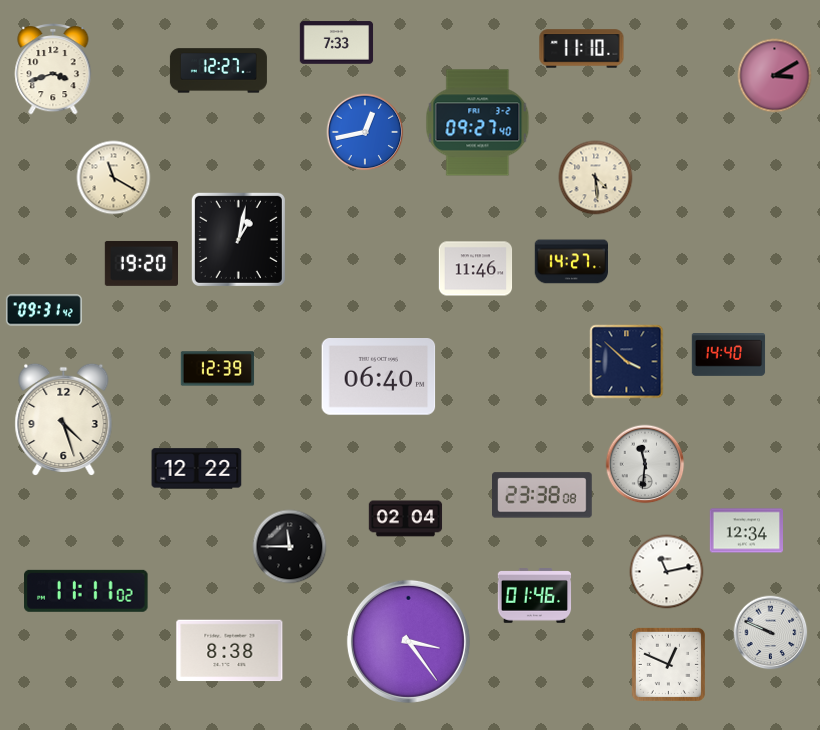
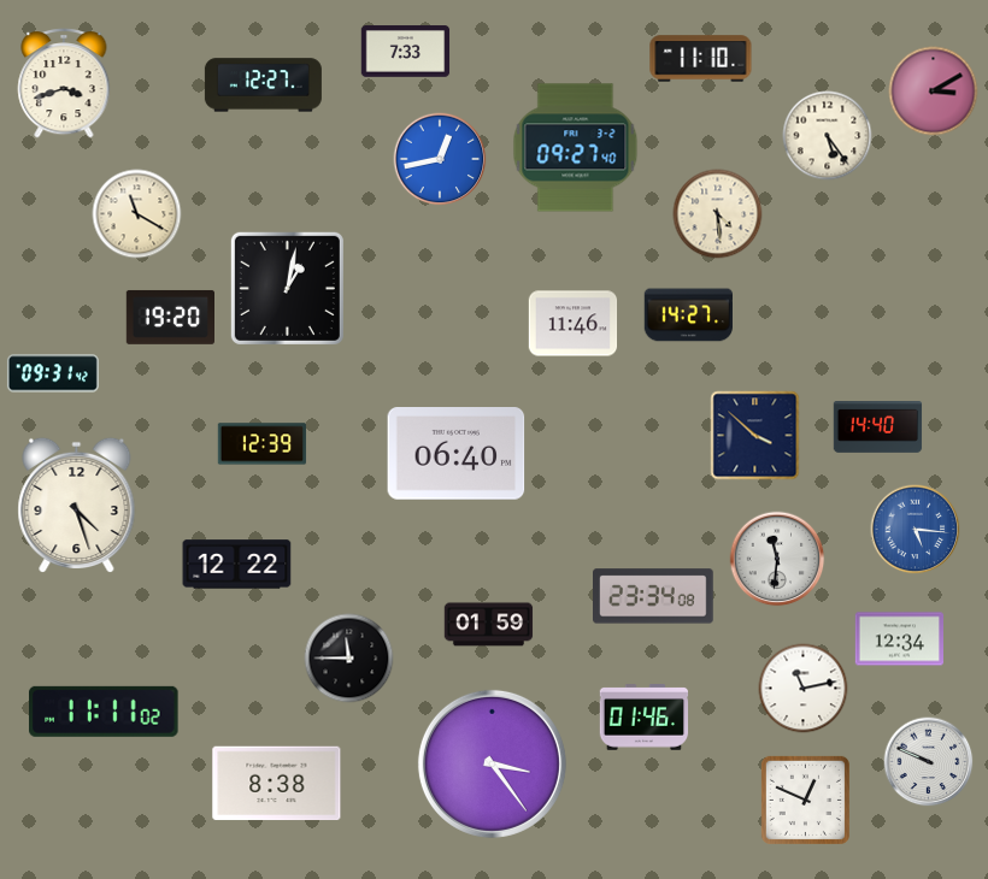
clock at (828, 136): none -> 5:24
clock at (916, 530): none -> 5:16
clock at (543, 495): 23:38 -> 23:34
clock at (406, 519): 02:04 -> 01:59
clock at (408, 641) position: (408, 641) -> (492, 763)
